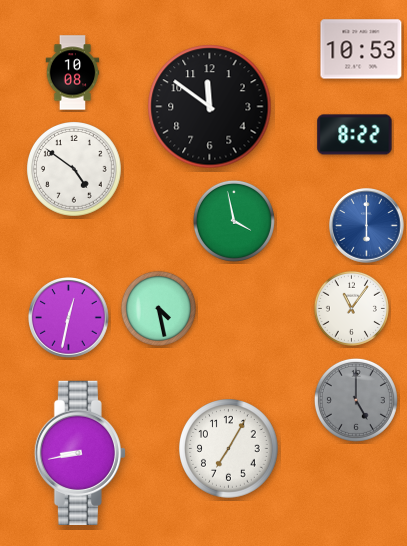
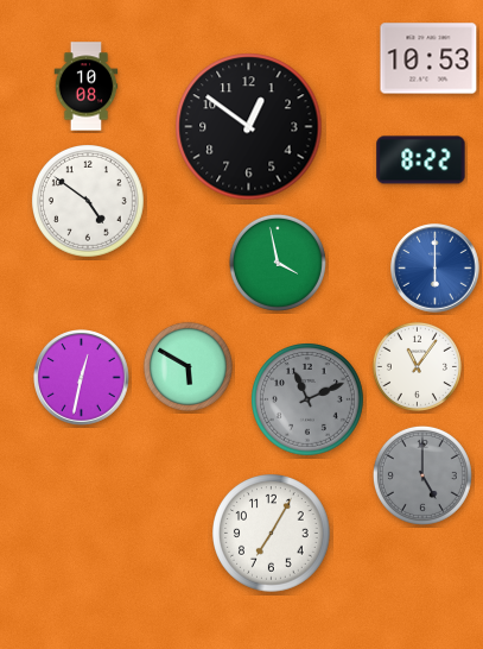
clock at (210, 107): 11:51 -> 12:51
clock at (158, 308): 4:28 -> 5:50
clock at (309, 401): none -> 11:11
clock at (80, 453): 8:43 -> none
